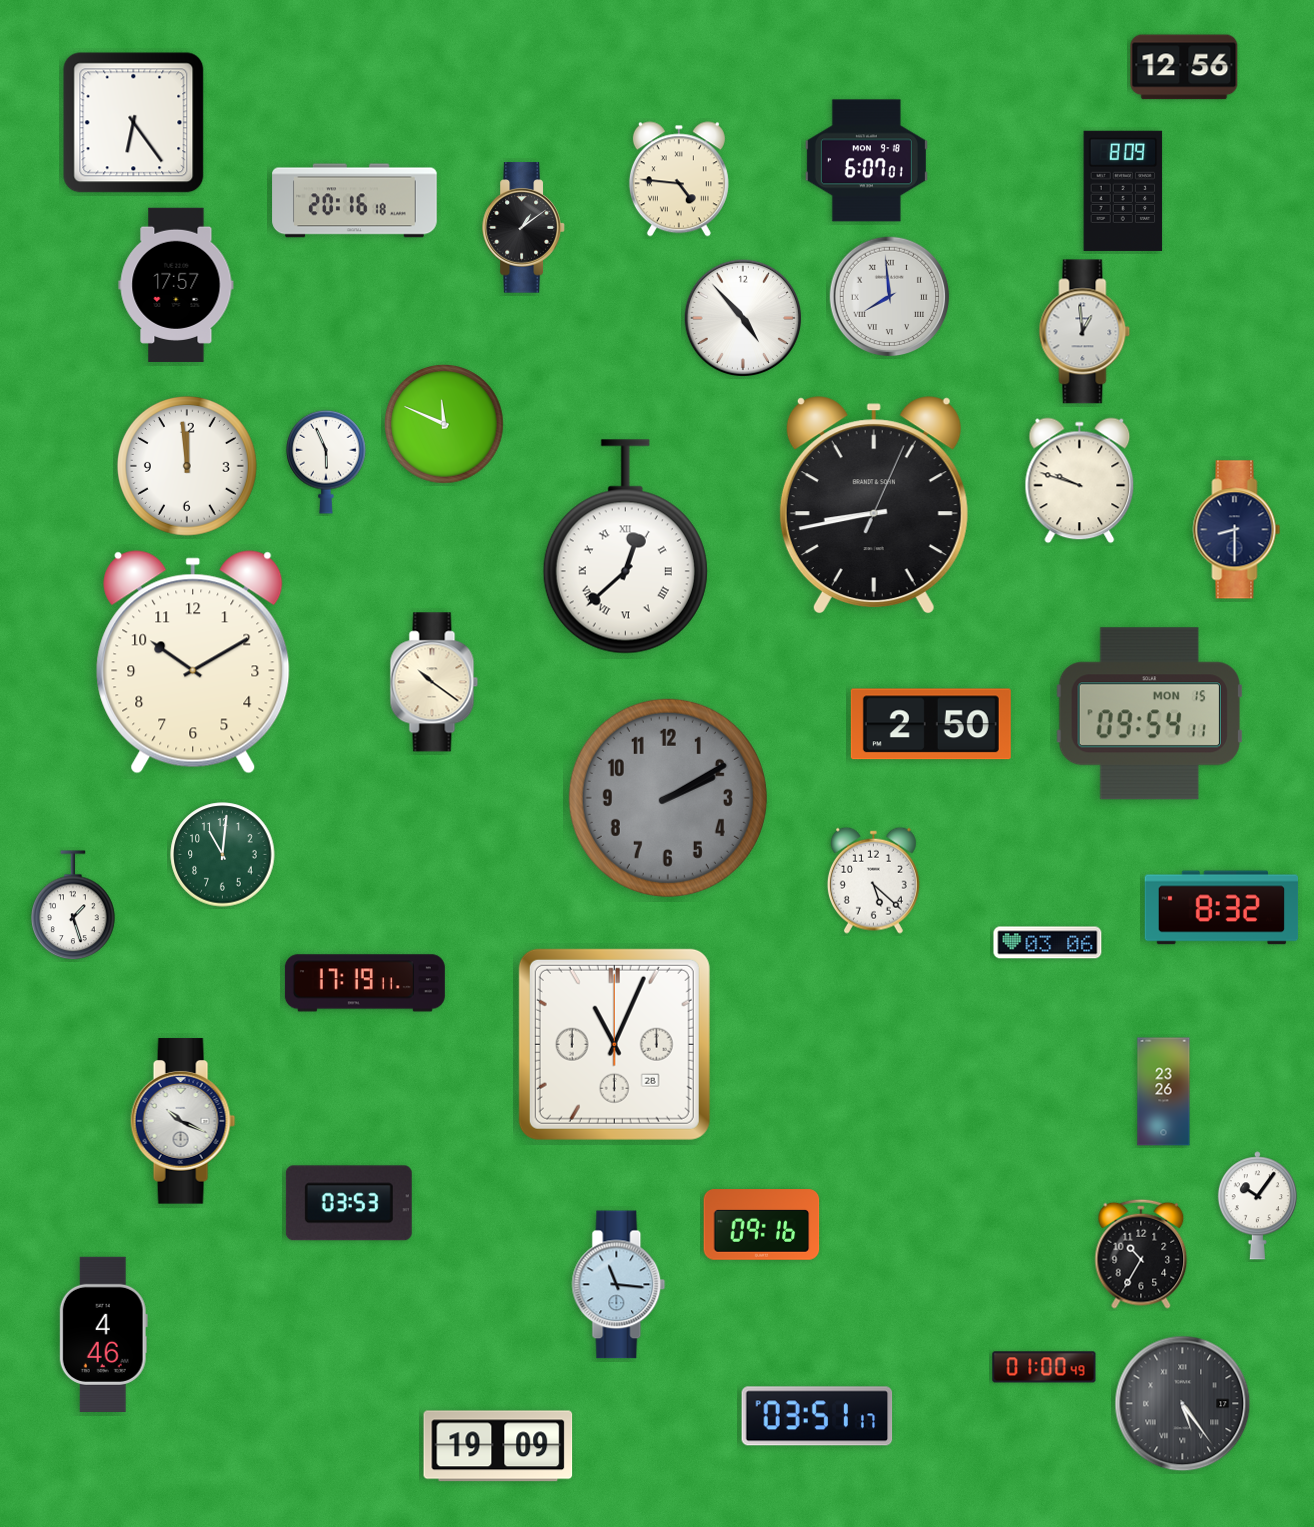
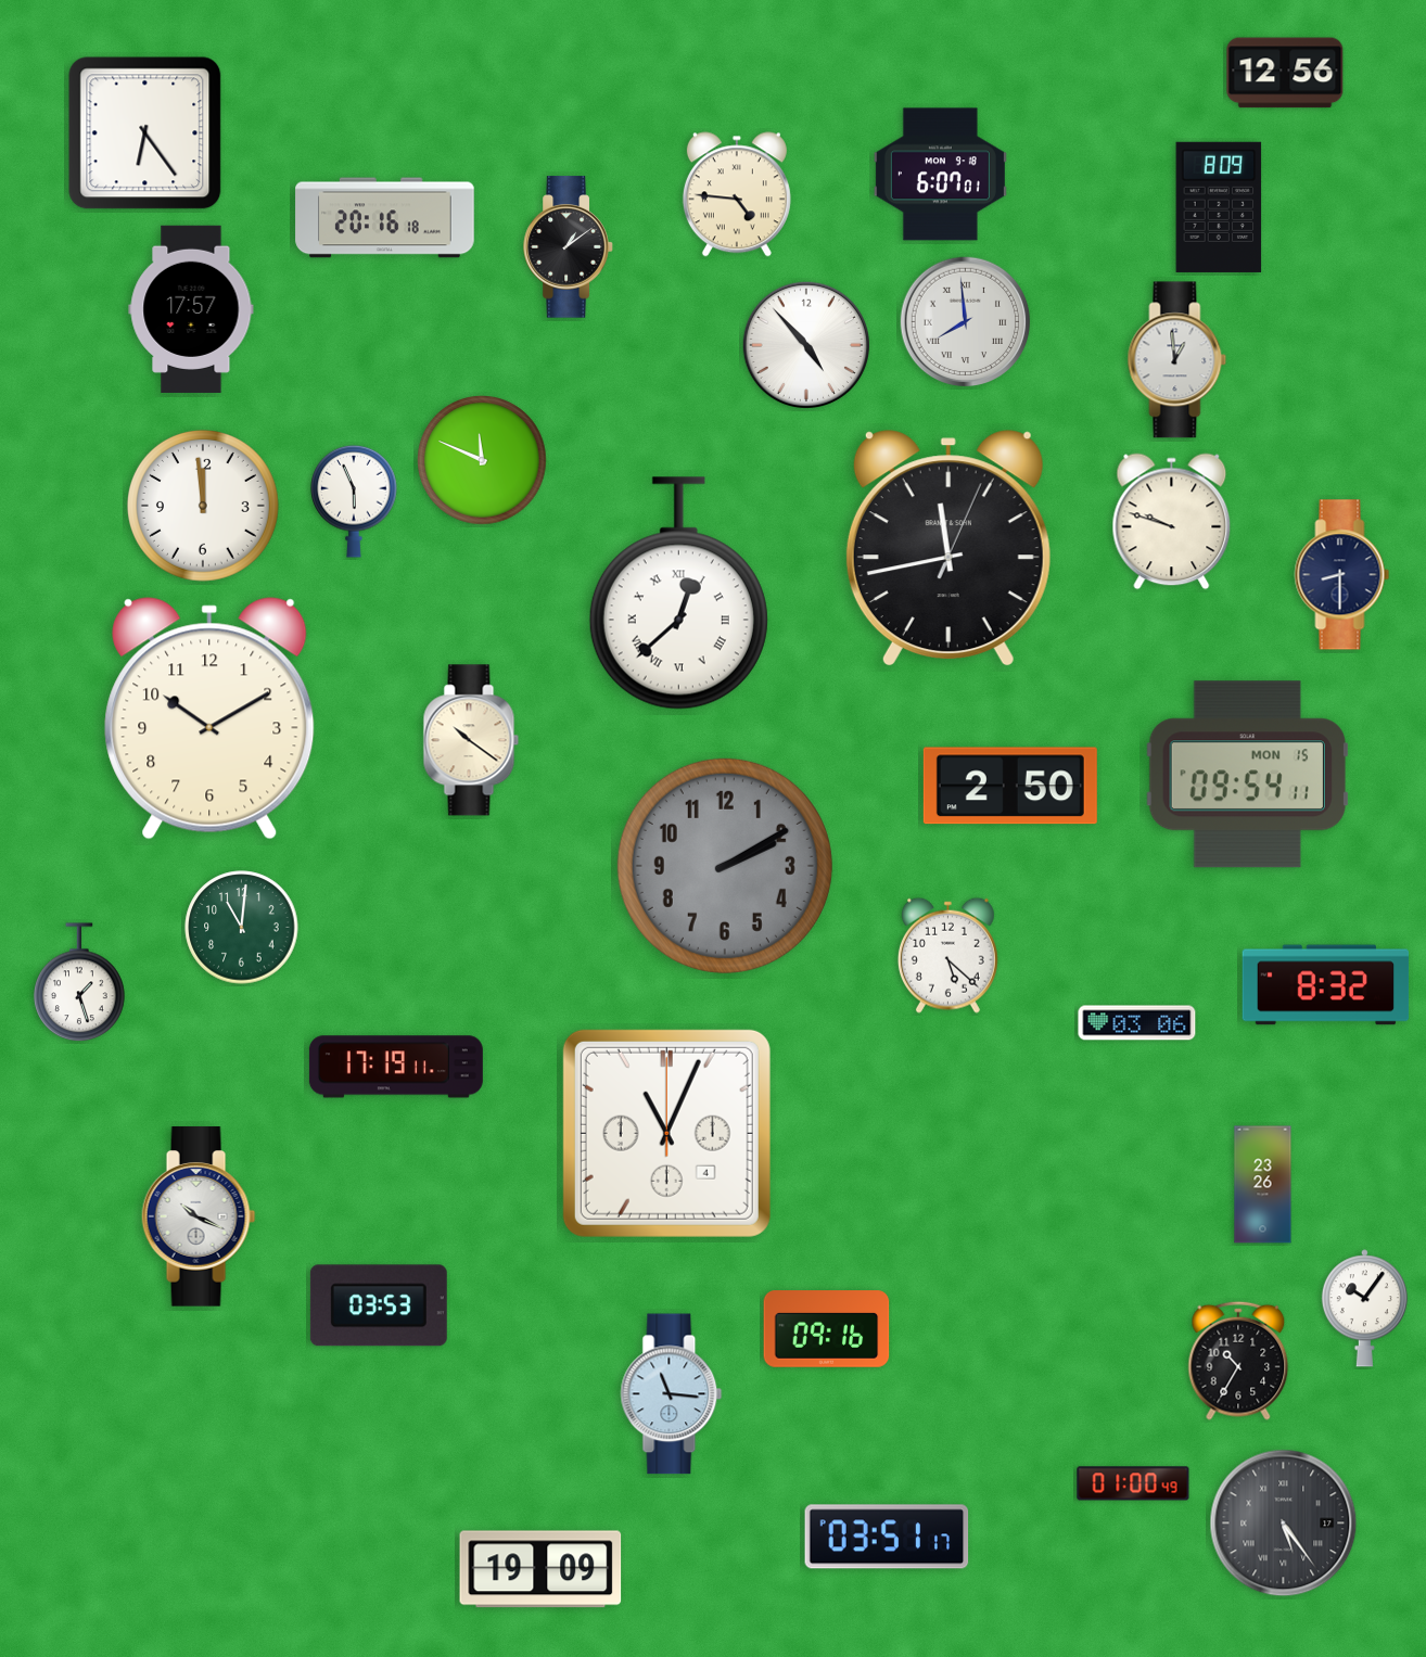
clock at (874, 506): 8:43 -> 11:43
clock at (614, 1044) date: 28 -> 4
clock at (103, 1334): 4:46 -> none
